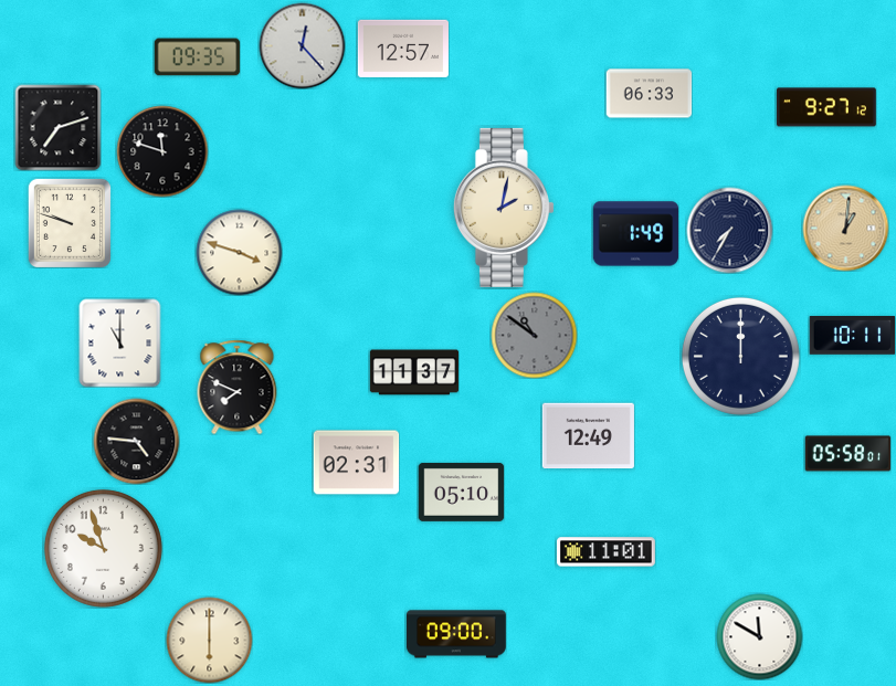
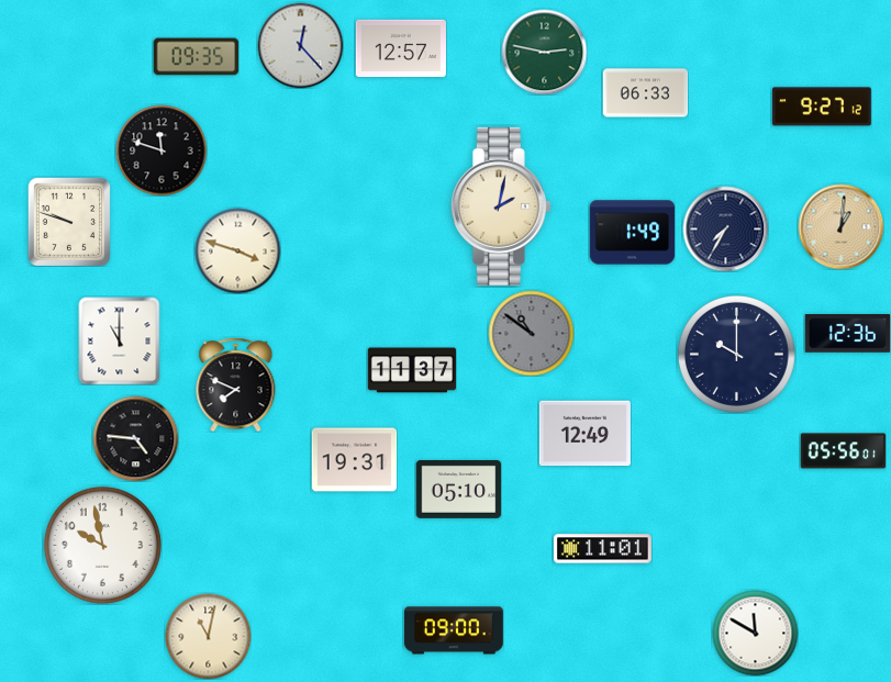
clock at (544, 52): none -> 2:47
clock at (57, 127): 7:12 -> none
clock at (852, 336): 10:11 -> 12:36
clock at (740, 356): 12:00 -> 10:00
clock at (847, 454): 05:58 -> 05:56
clock at (356, 463): 02:31 -> 19:31
clock at (103, 548): 9:57 -> 9:58
clock at (209, 640): 6:00 -> 11:02
